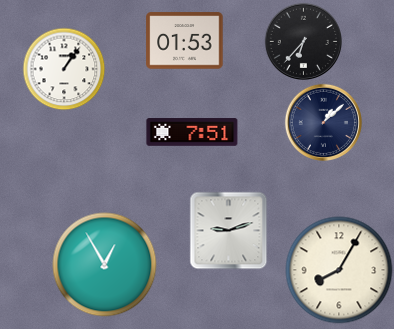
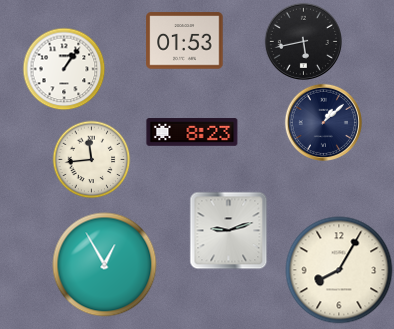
clock at (303, 41): 6:37 -> 5:43
clock at (192, 132): 7:51 -> 8:23
clock at (91, 159): none -> 11:44
